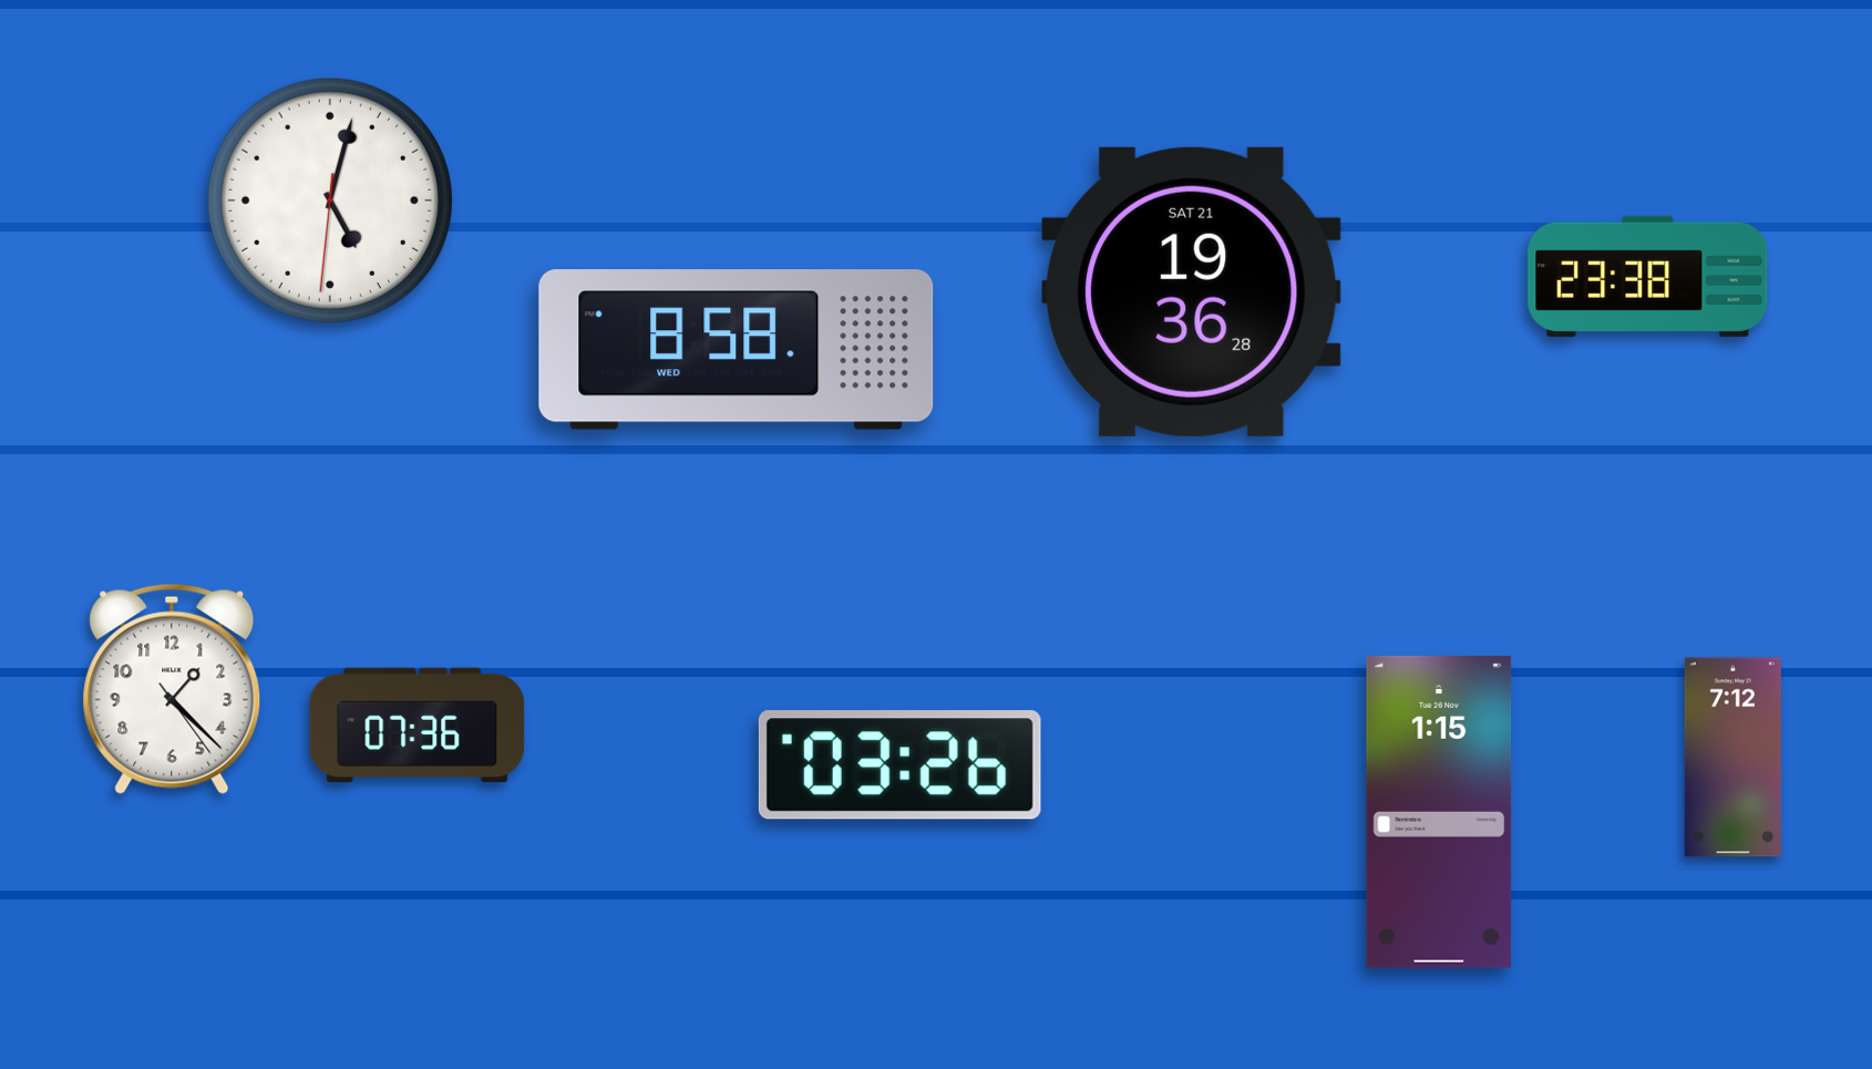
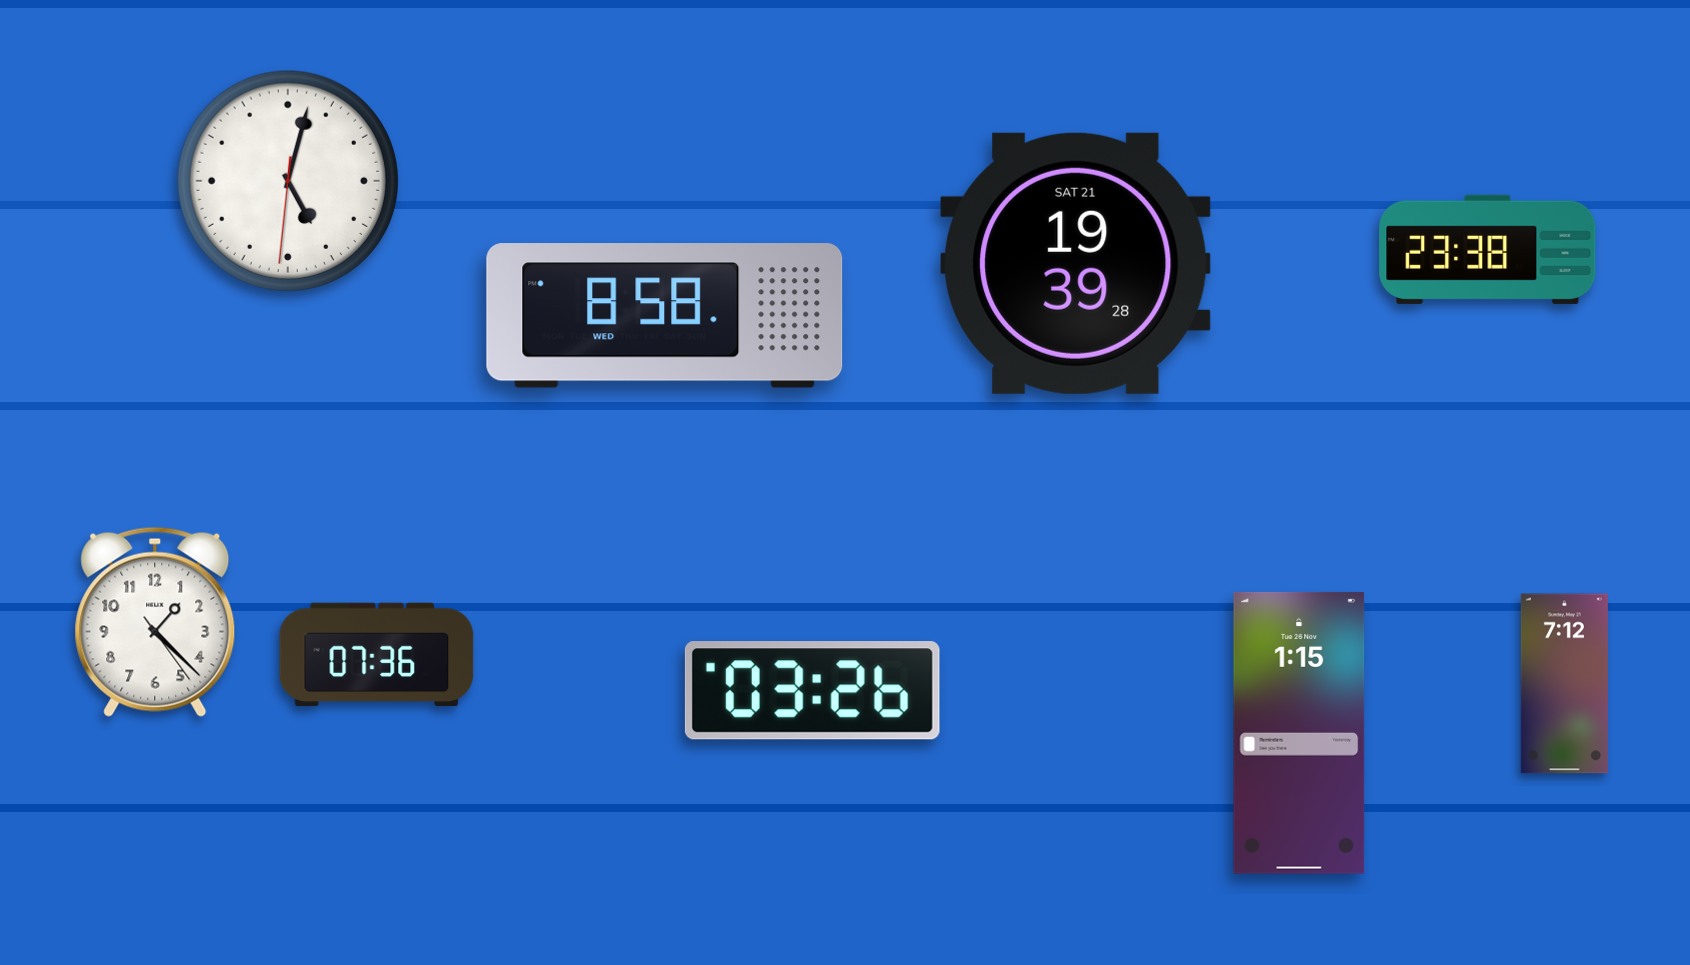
clock at (330, 201) position: (330, 201) -> (288, 181)
clock at (1192, 291): 19:36 -> 19:39
